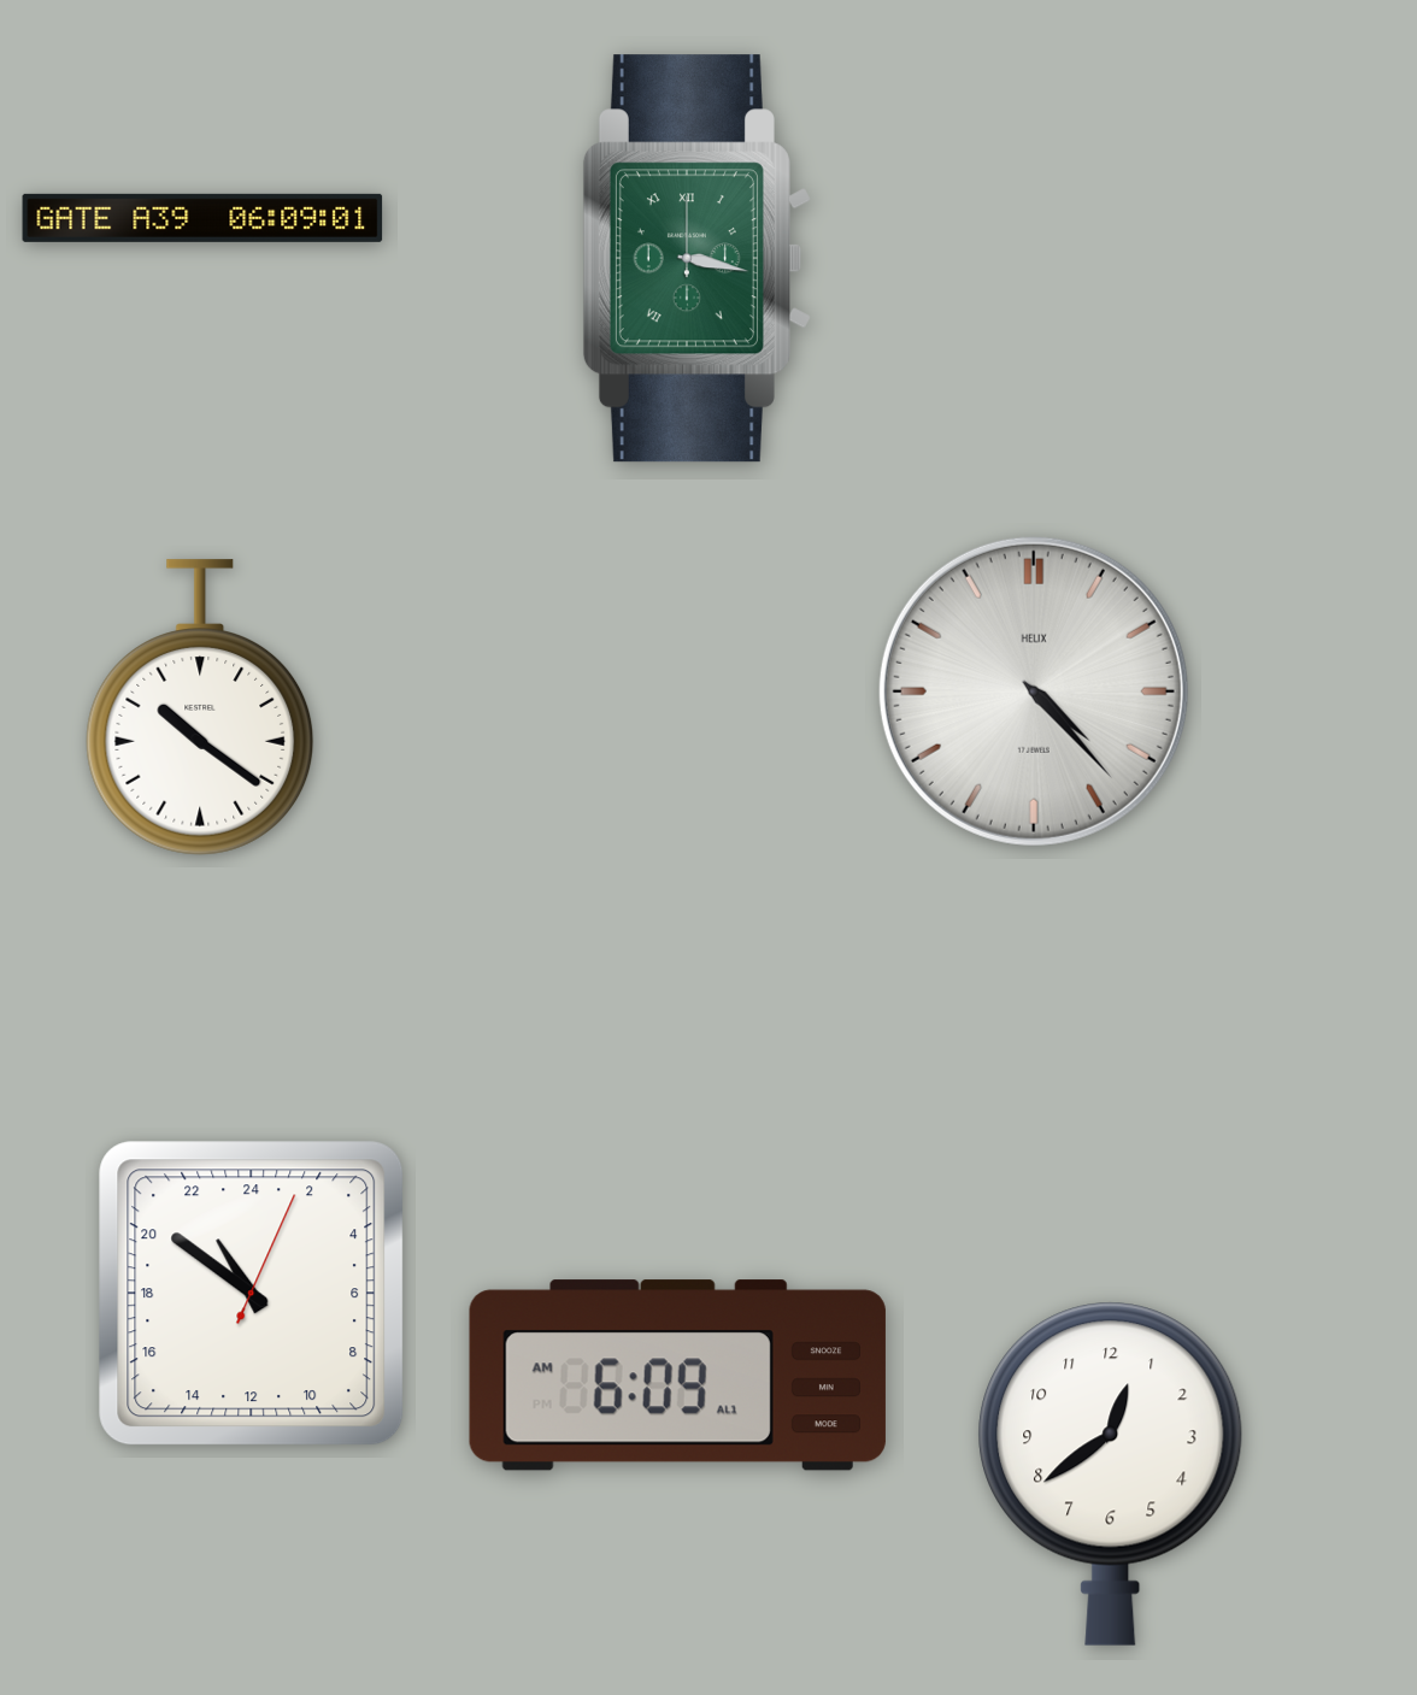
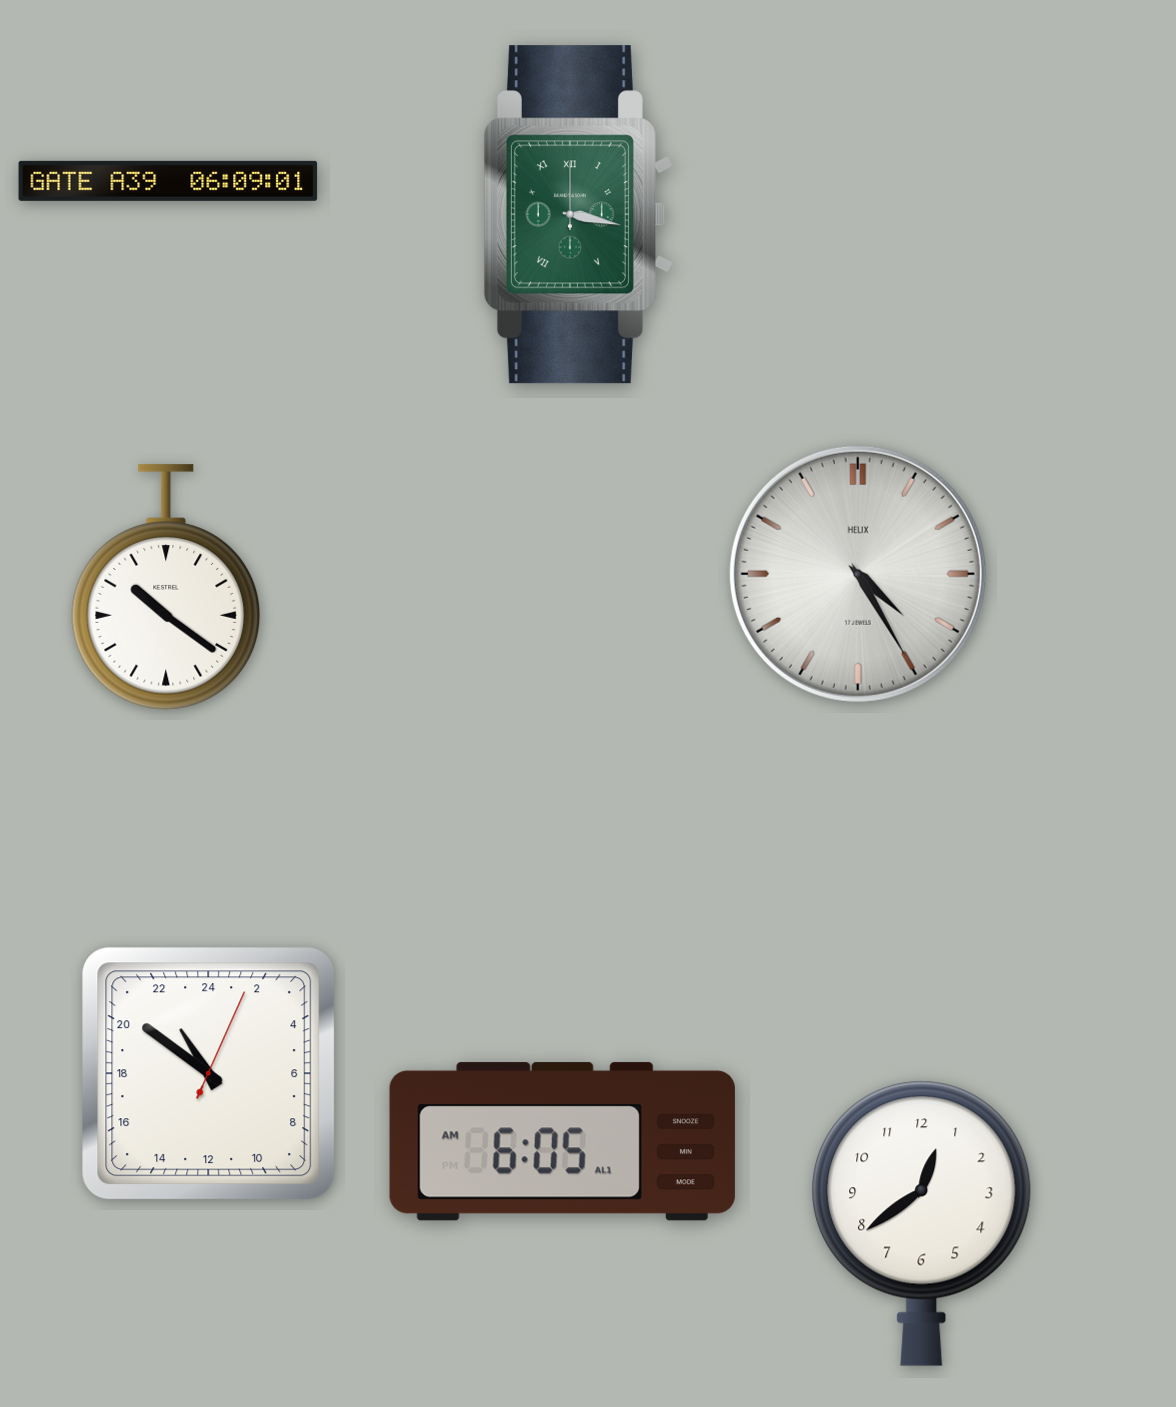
clock at (1034, 691): 4:23 -> 4:25
clock at (677, 1376): 6:09 -> 6:05
